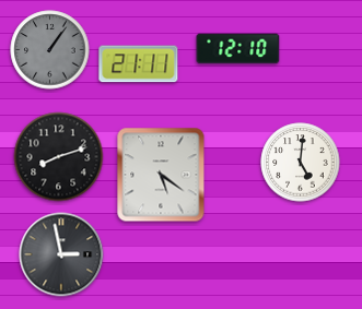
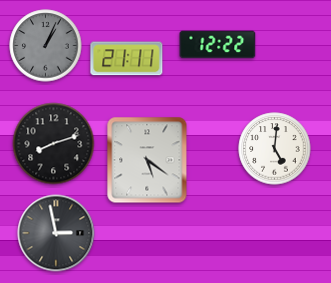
clock at (238, 49): 12:10 -> 12:22
clock at (50, 50): 1:06 -> 1:04
